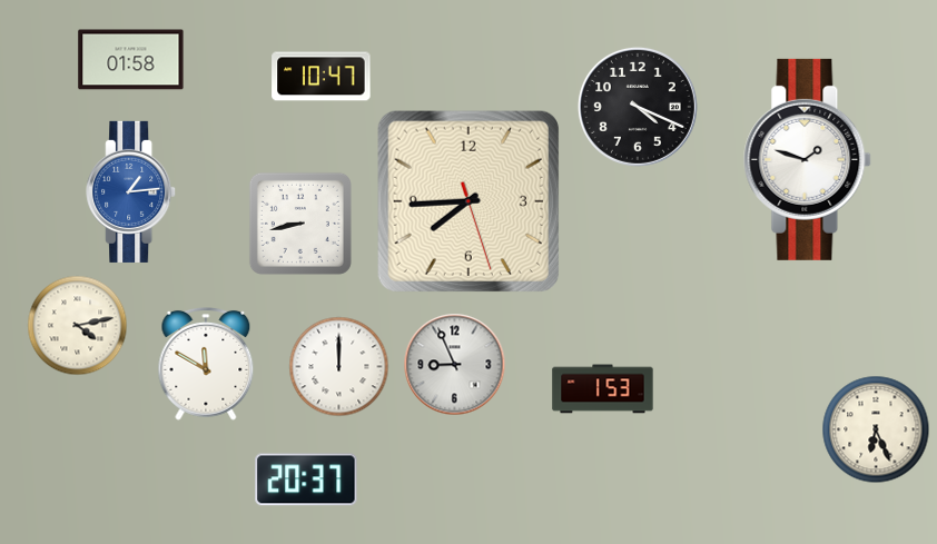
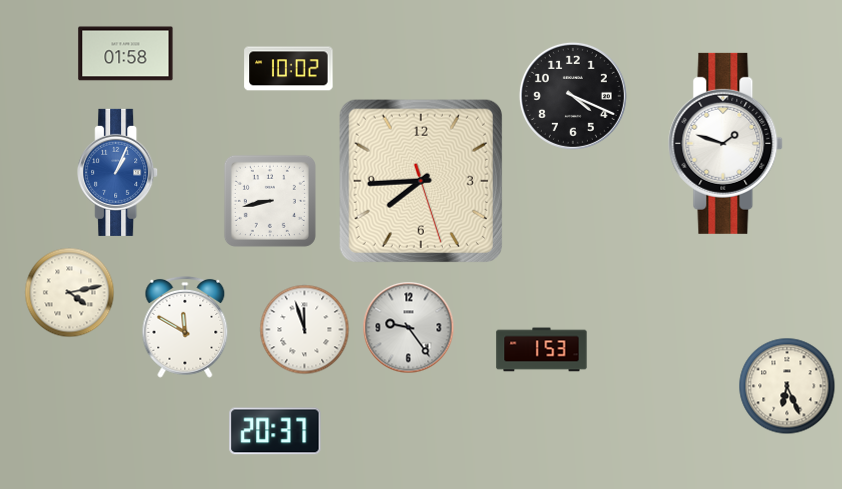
clock at (131, 60) position: (131, 60) -> (126, 54)
clock at (322, 77): 10:47 -> 10:02
clock at (131, 191): 1:14 -> 1:04
clock at (454, 364): 8:56 -> 9:24
clock at (338, 366): 12:00 -> 11:57
